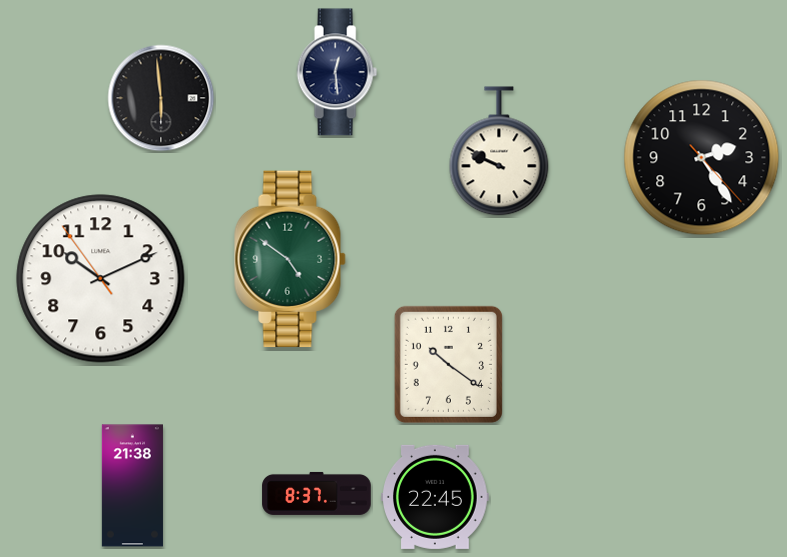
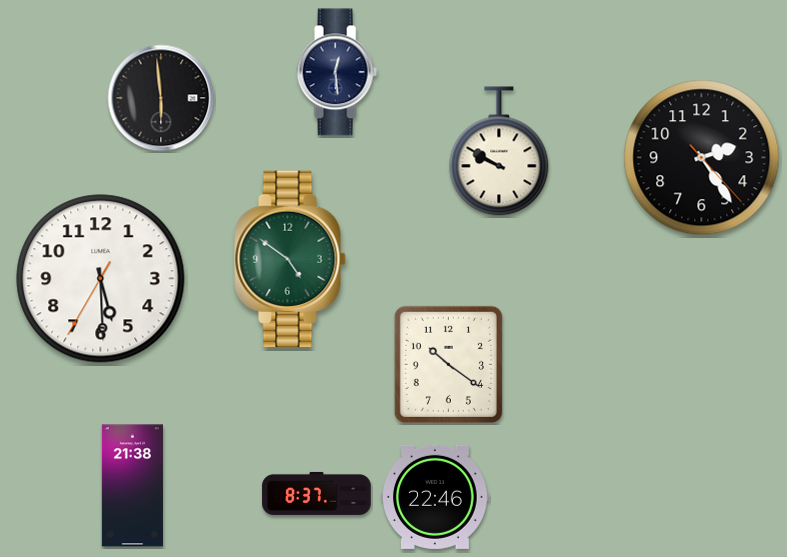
clock at (499, 151): 9:49 -> 9:50
clock at (101, 279): 10:10 -> 5:29
clock at (436, 497): 22:45 -> 22:46
